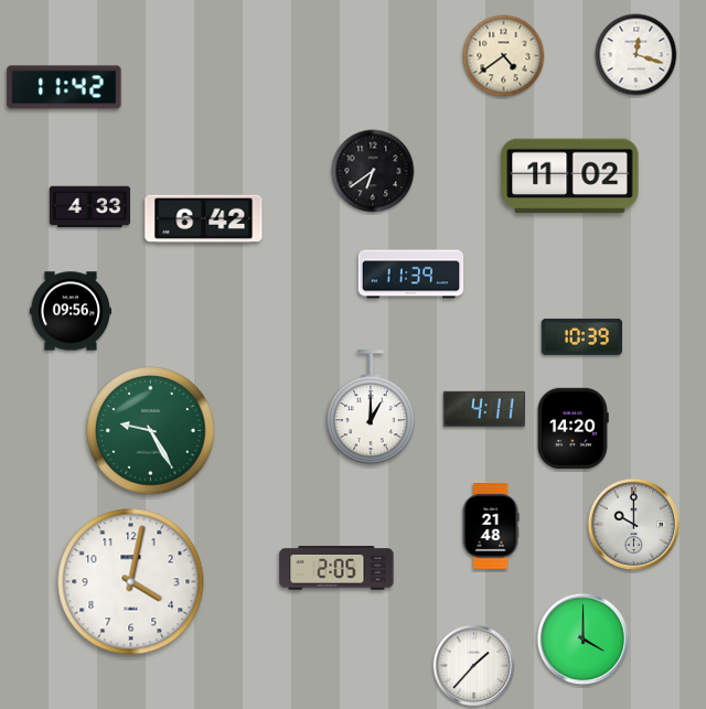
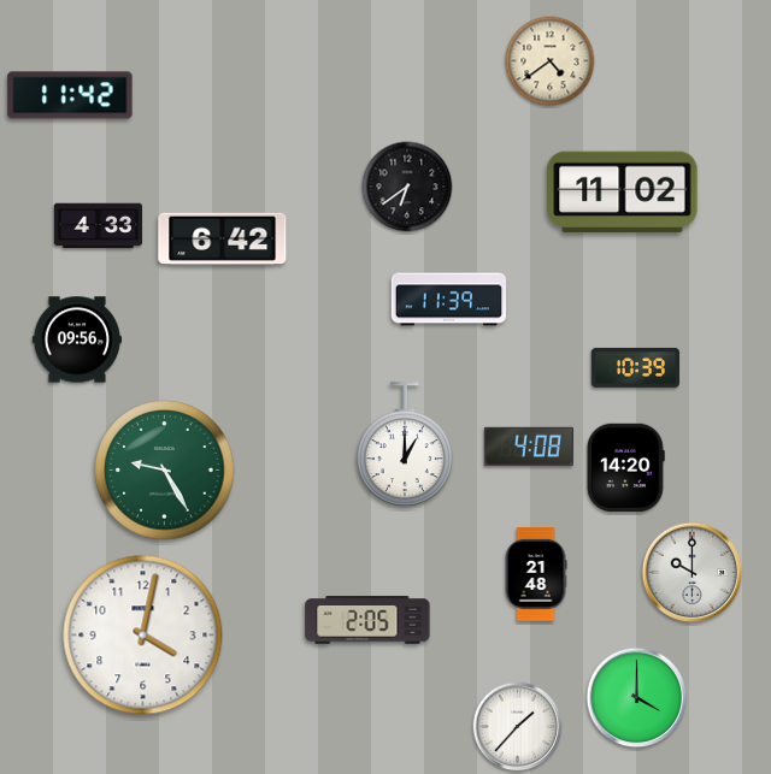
clock at (637, 55): 12:18 -> none
clock at (484, 409): 4:11 -> 4:08
